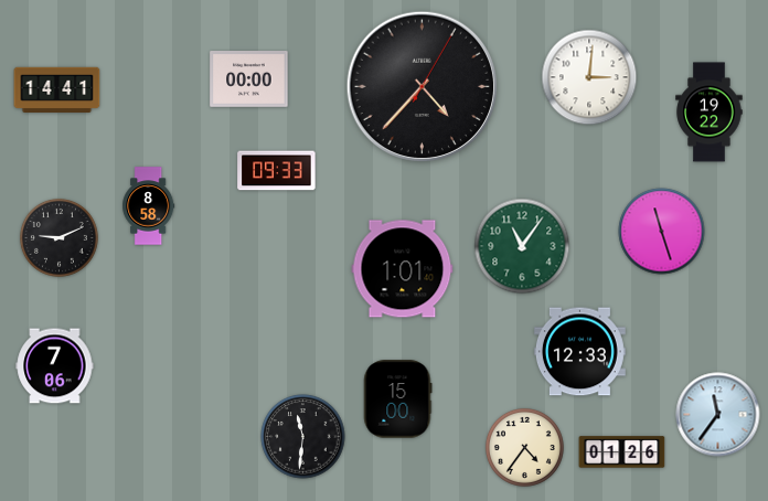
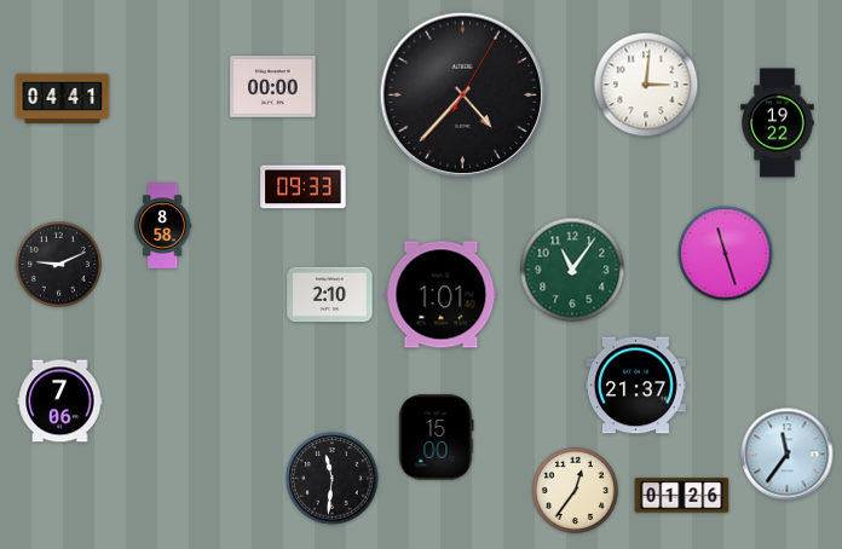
clock at (57, 89): 14:41 -> 04:41
clock at (58, 237) position: (58, 237) -> (58, 264)
clock at (330, 295): none -> 2:10
clock at (579, 352): 12:33 -> 21:37
clock at (524, 447): 4:36 -> 12:36
